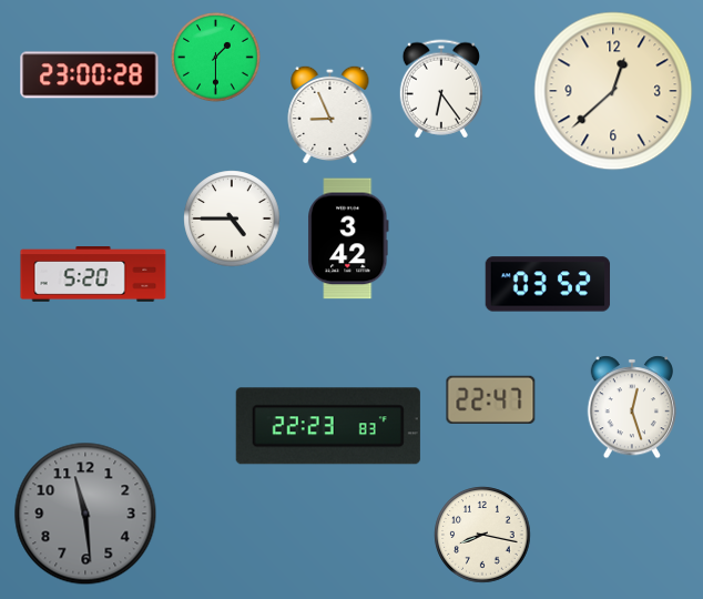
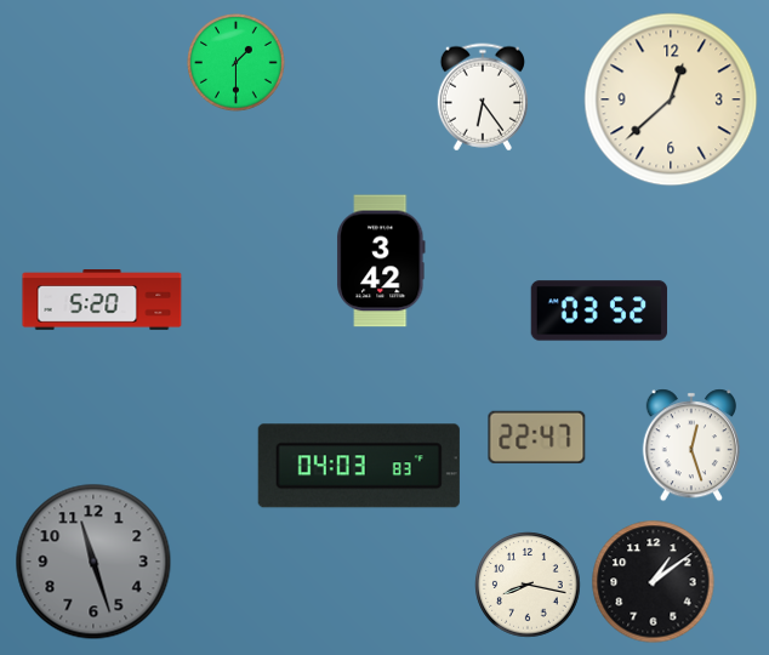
clock at (90, 75): 23:00 -> none
clock at (330, 114): 8:56 -> none
clock at (232, 219): 4:45 -> none
clock at (328, 426): 22:23 -> 04:03
clock at (85, 514): 11:29 -> 11:27
clock at (654, 582): none -> 1:09
